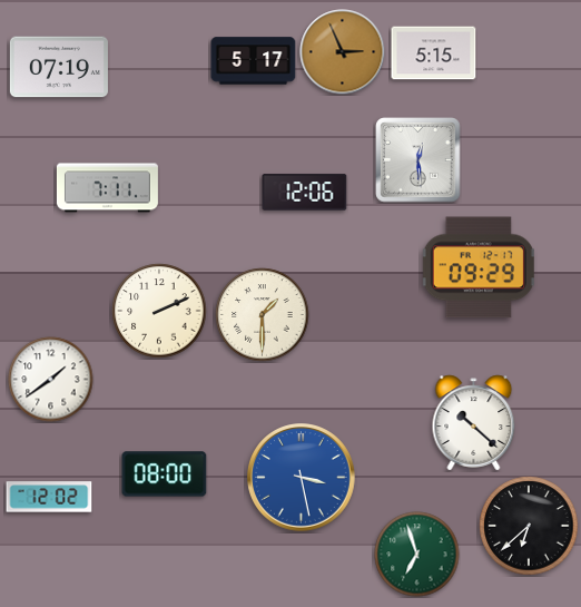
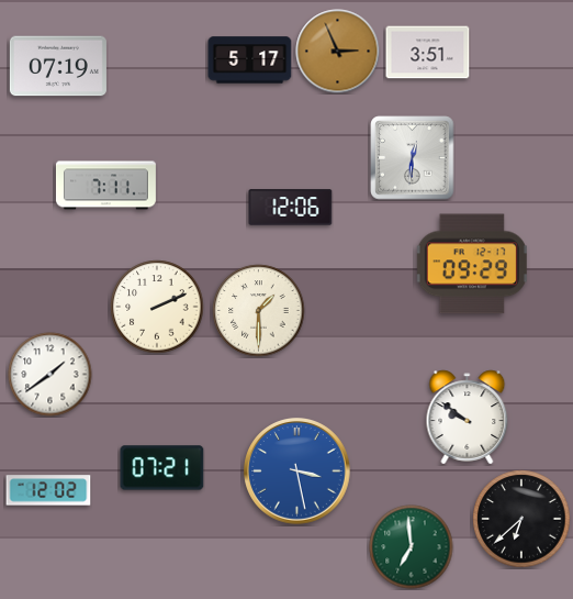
clock at (434, 53): 5:15 -> 3:51
clock at (418, 160): 12:29 -> 12:31
clock at (305, 193) position: (305, 193) -> (291, 208)
clock at (474, 423): 10:22 -> 9:51
clock at (165, 474): 08:00 -> 07:21
clock at (417, 555): 6:57 -> 6:59
